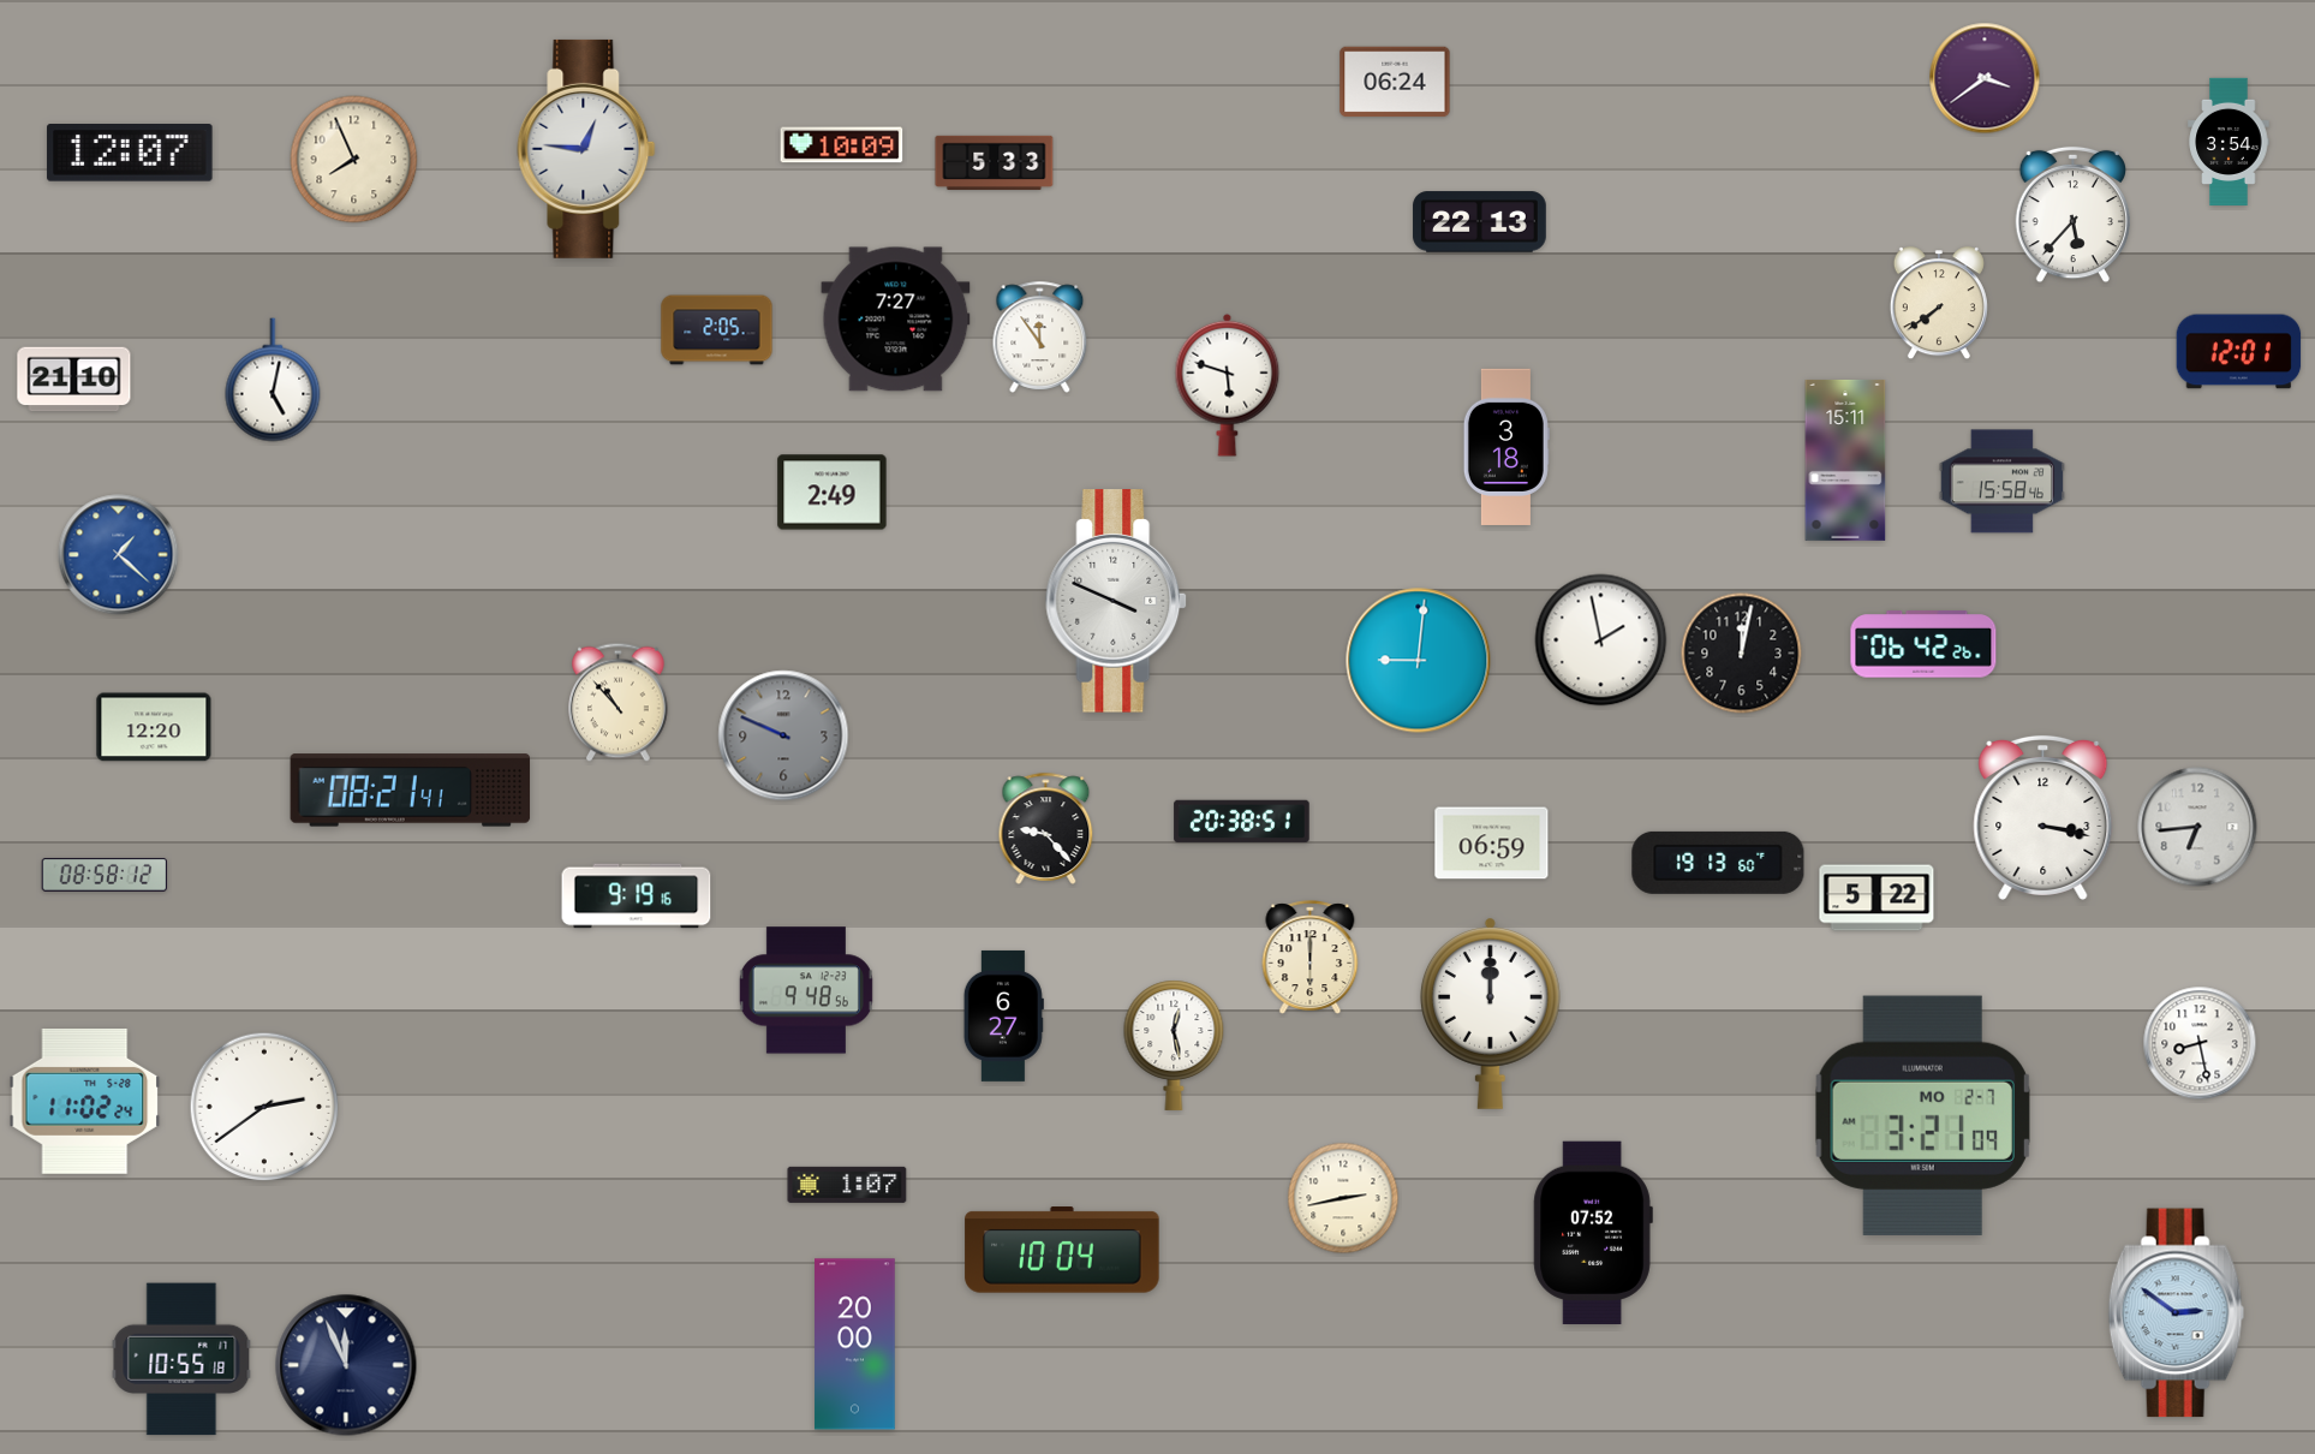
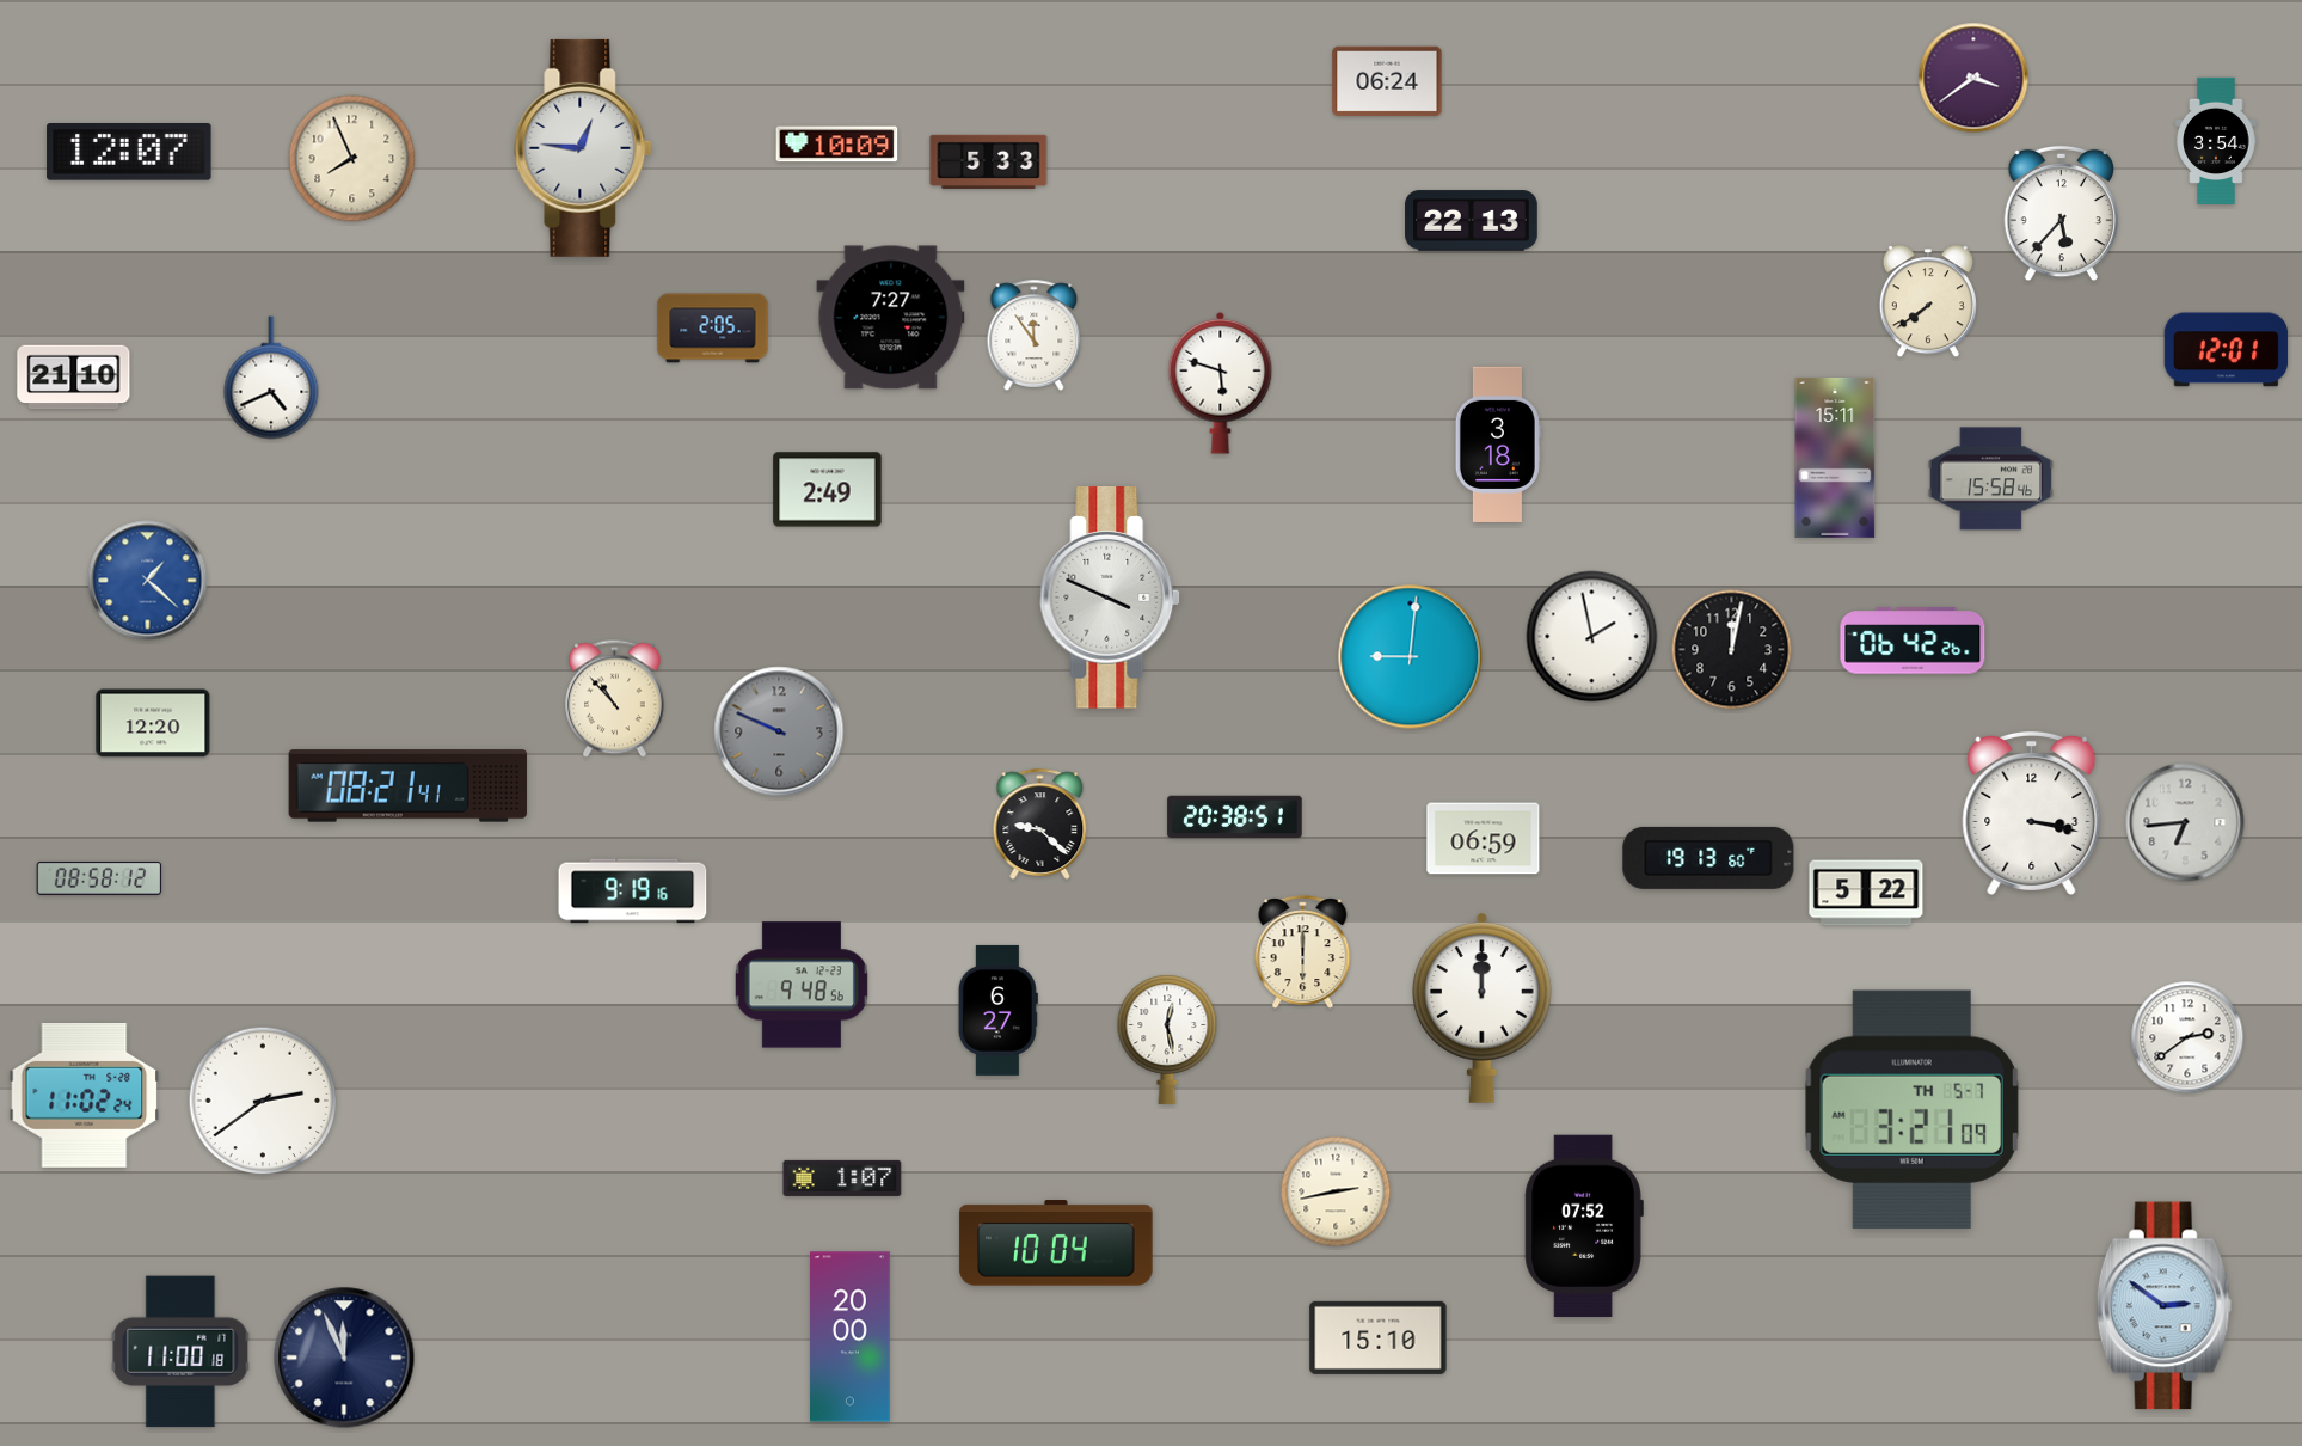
clock at (273, 380): 5:02 -> 4:41
clock at (119, 555) position: (119, 555) -> (148, 581)
clock at (1046, 828): 9:23 -> 9:22
clock at (105, 875) position: (105, 875) -> (99, 878)
clock at (2200, 1043): 8:28 -> 2:39
clock at (1922, 1115) date: MO 2-7 -> TH 5-7
clock at (1379, 1337): none -> 15:10
clock at (181, 1359): 10:55 -> 11:00
